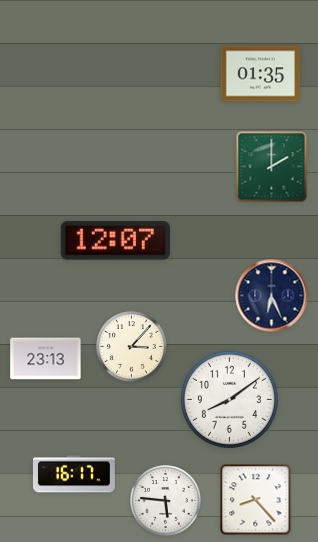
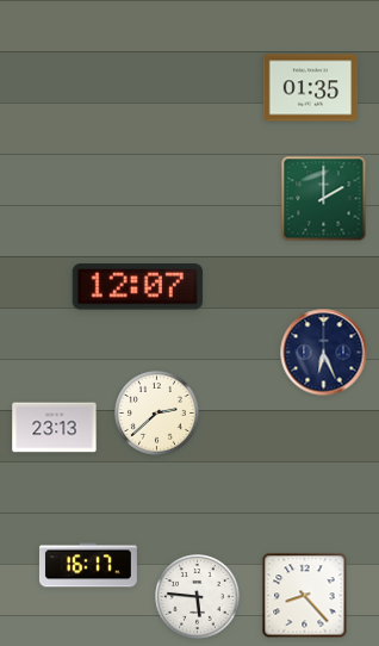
clock at (132, 347): 3:07 -> 2:38
clock at (229, 399): 8:09 -> none
